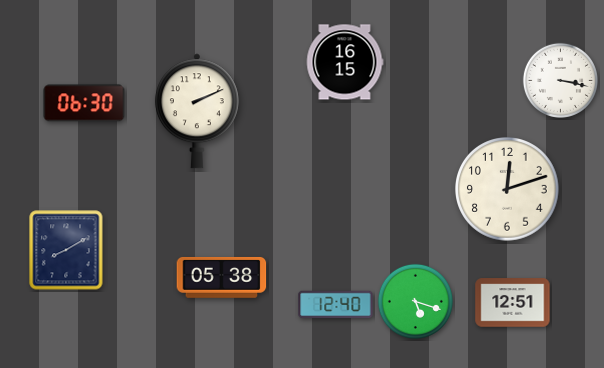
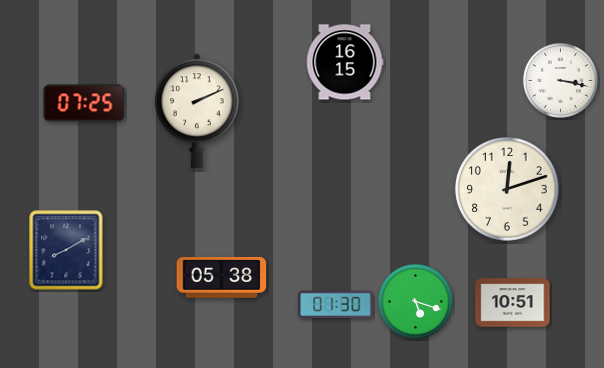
clock at (84, 103): 06:30 -> 07:25
clock at (513, 303): 12:51 -> 10:51
clock at (336, 305): 12:40 -> 01:30
